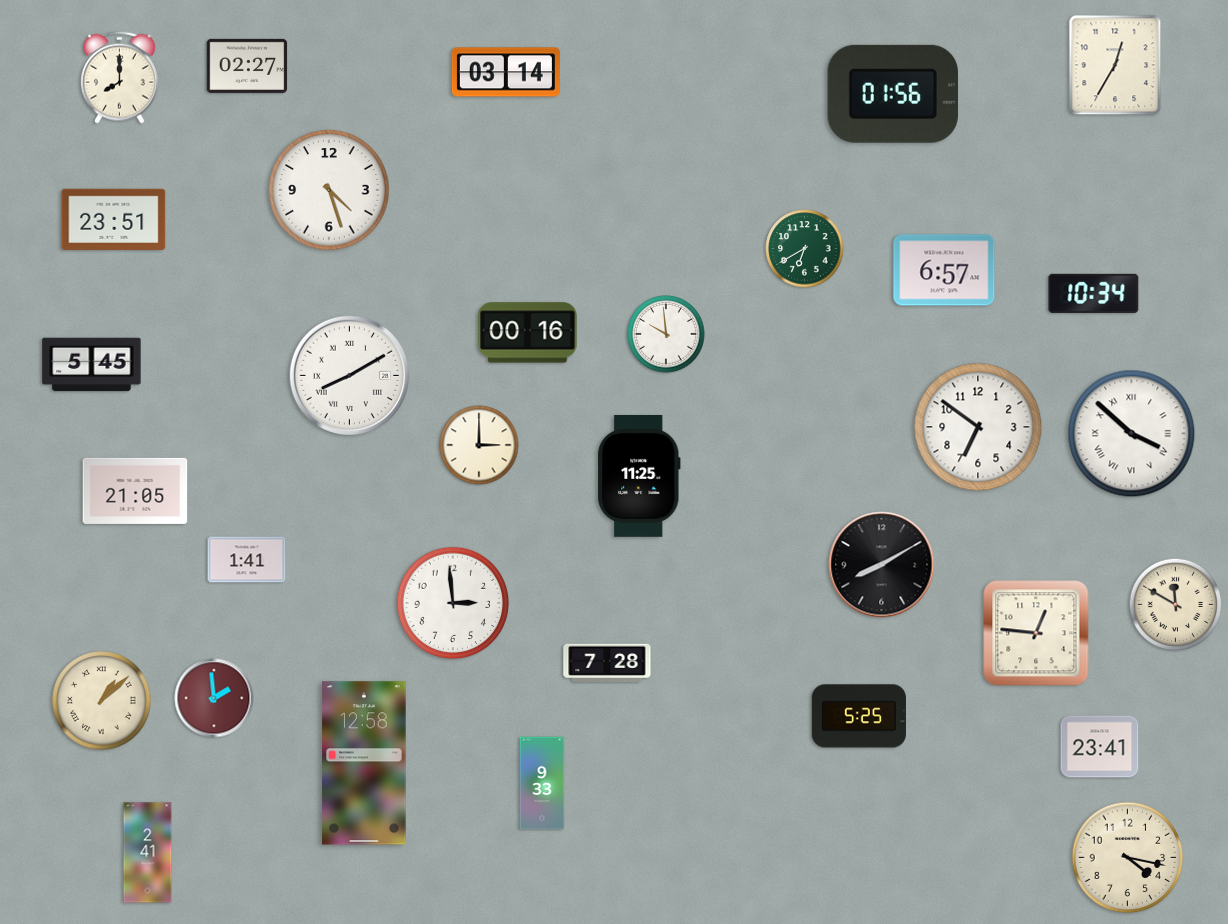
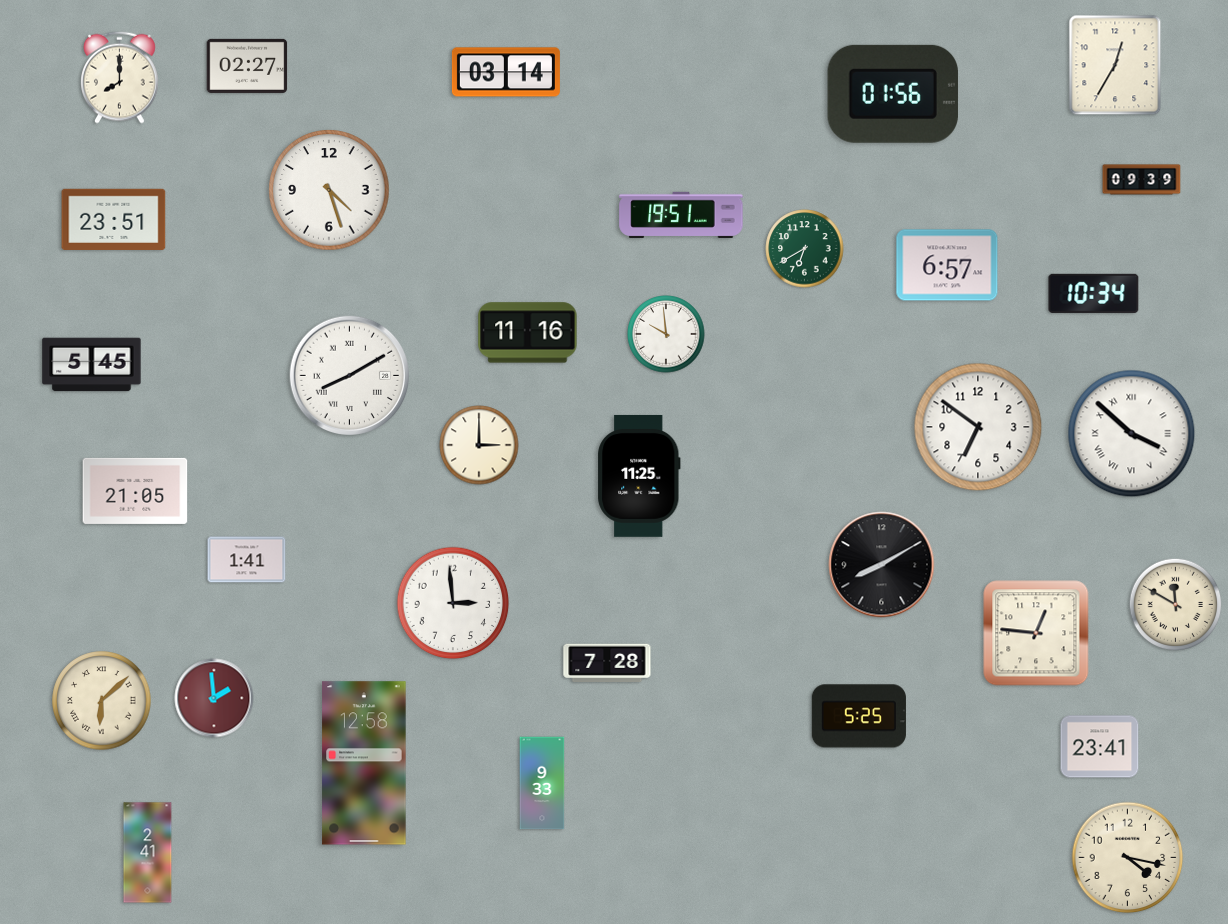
clock at (1142, 180): none -> 09:39
clock at (681, 214): none -> 19:51
clock at (944, 270) position: (944, 270) -> (947, 265)
clock at (528, 333): 00:16 -> 11:16
clock at (102, 701): 1:08 -> 6:08
